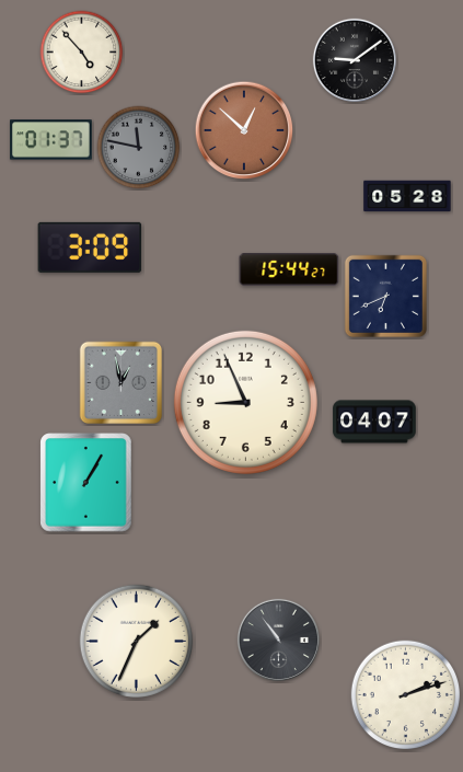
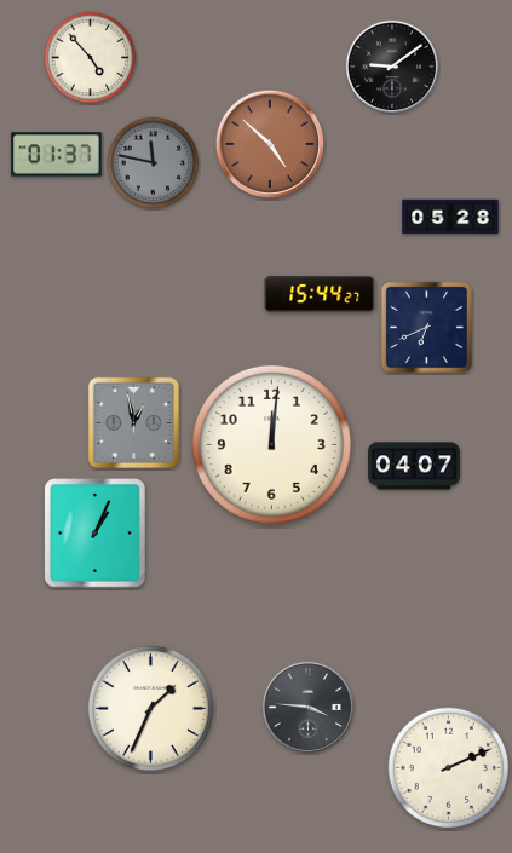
clock at (244, 130): 12:52 -> 4:52
clock at (90, 247): 3:09 -> none
clock at (289, 269) position: (289, 269) -> (320, 294)
clock at (245, 402): 8:56 -> 12:01
clock at (86, 483): 1:05 -> 1:04
clock at (278, 640): 10:54 -> 3:46
clock at (406, 695): 2:12 -> 2:11
